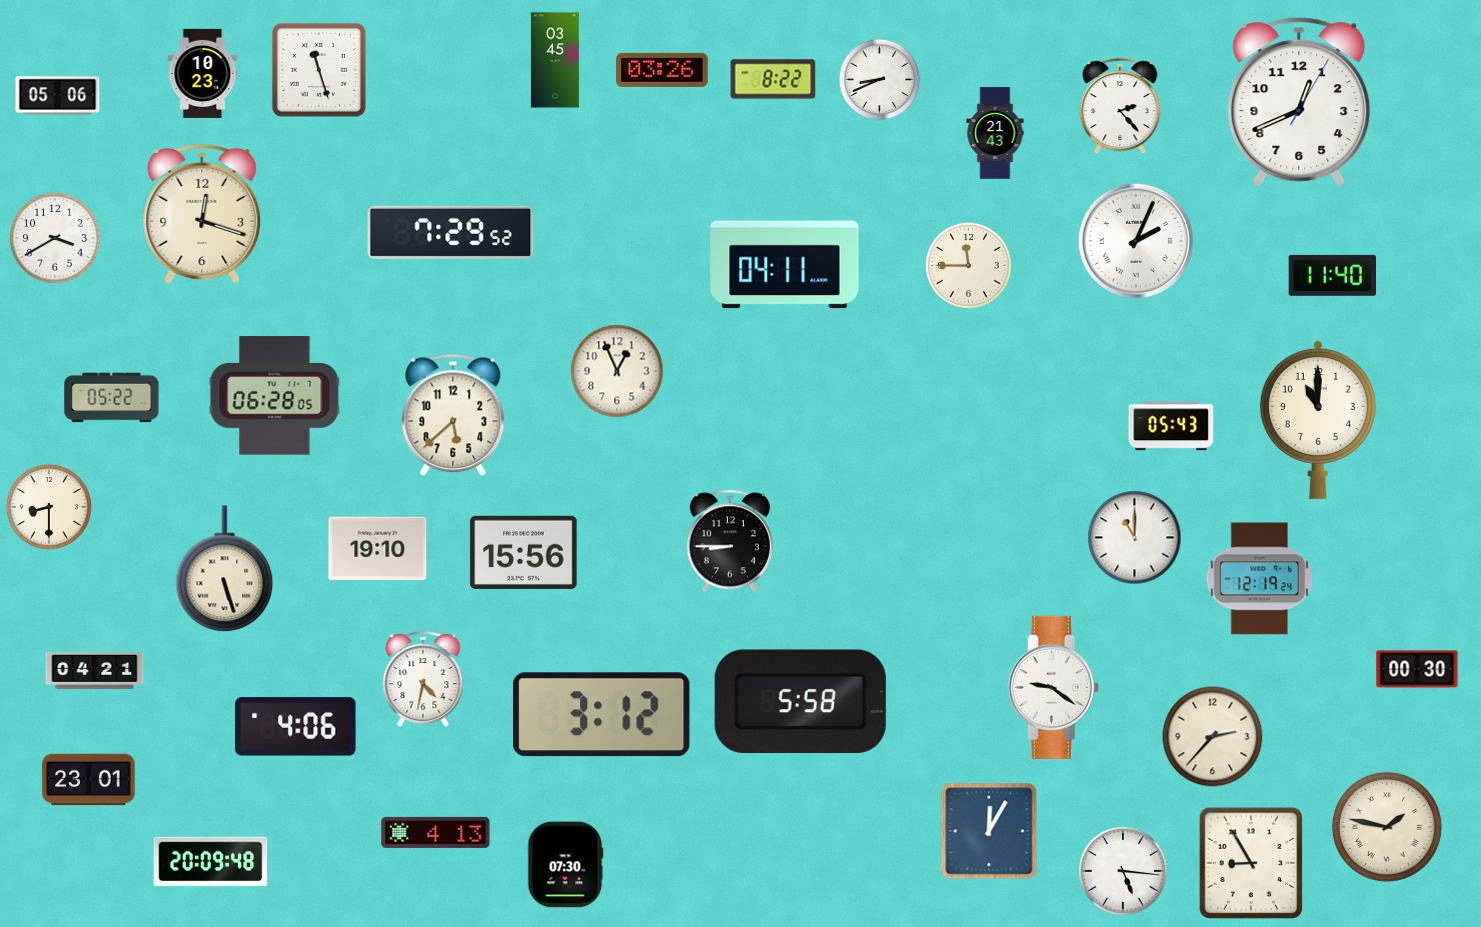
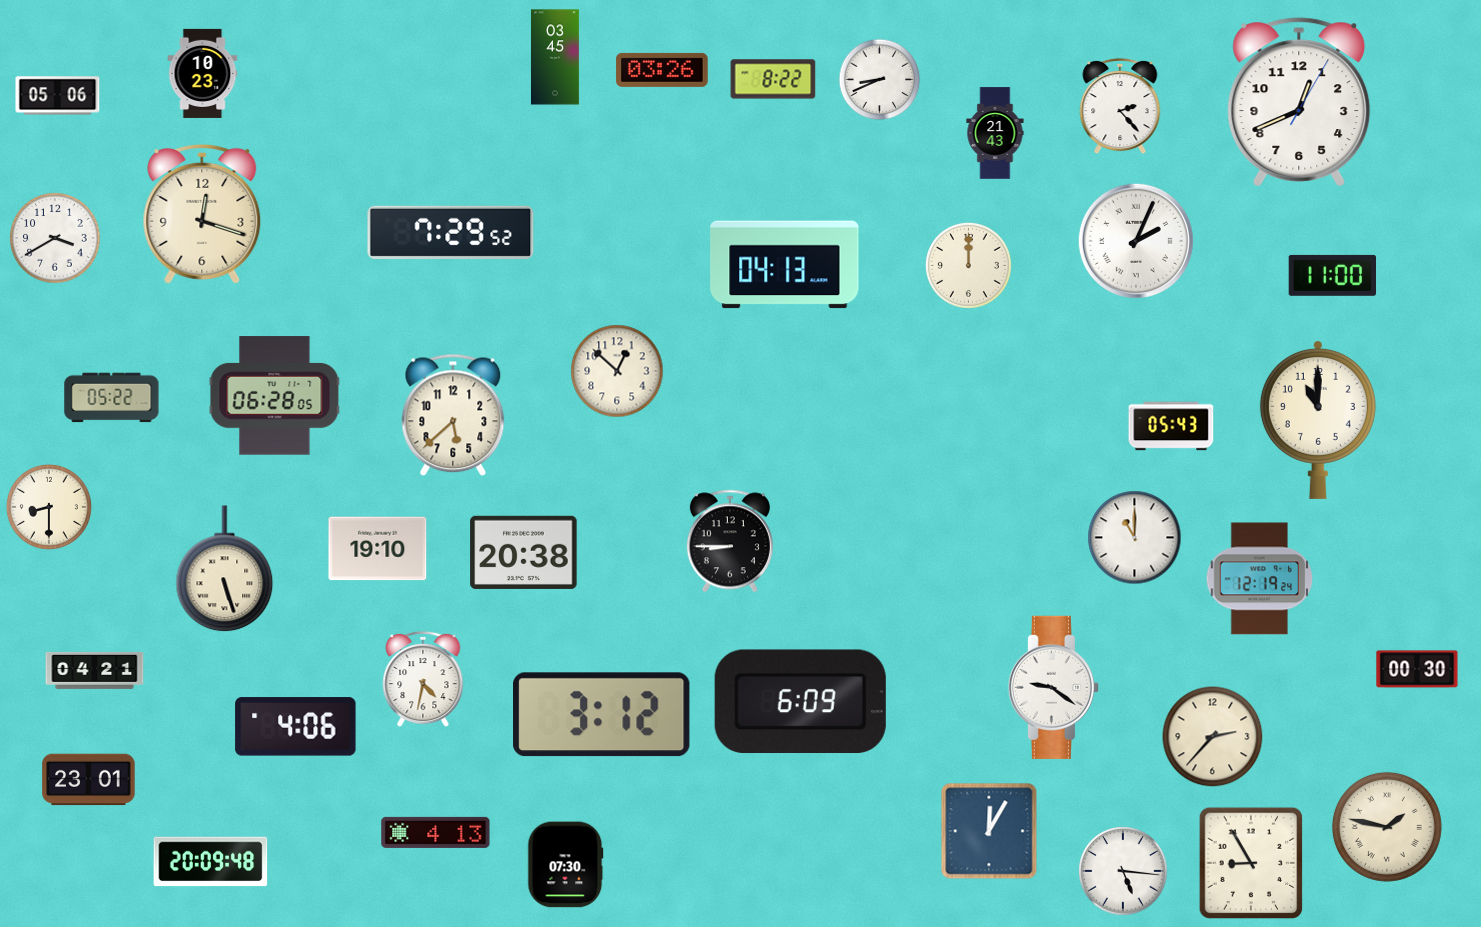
clock at (555, 60) position: (555, 60) -> (555, 57)
clock at (319, 70): 11:27 -> none
clock at (785, 265): 04:11 -> 04:13
clock at (968, 265): 11:45 -> 12:00
clock at (1332, 275): 11:40 -> 11:00
clock at (617, 371): 12:56 -> 12:52
clock at (524, 552): 15:56 -> 20:38
clock at (800, 701): 5:58 -> 6:09
